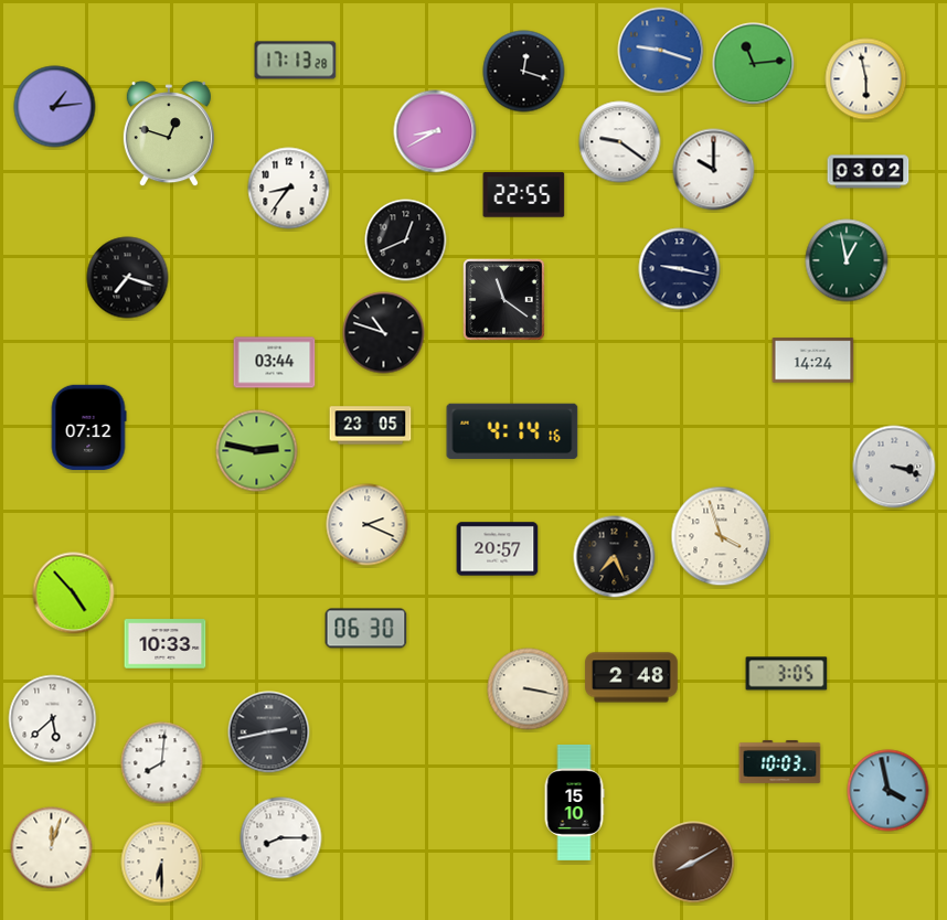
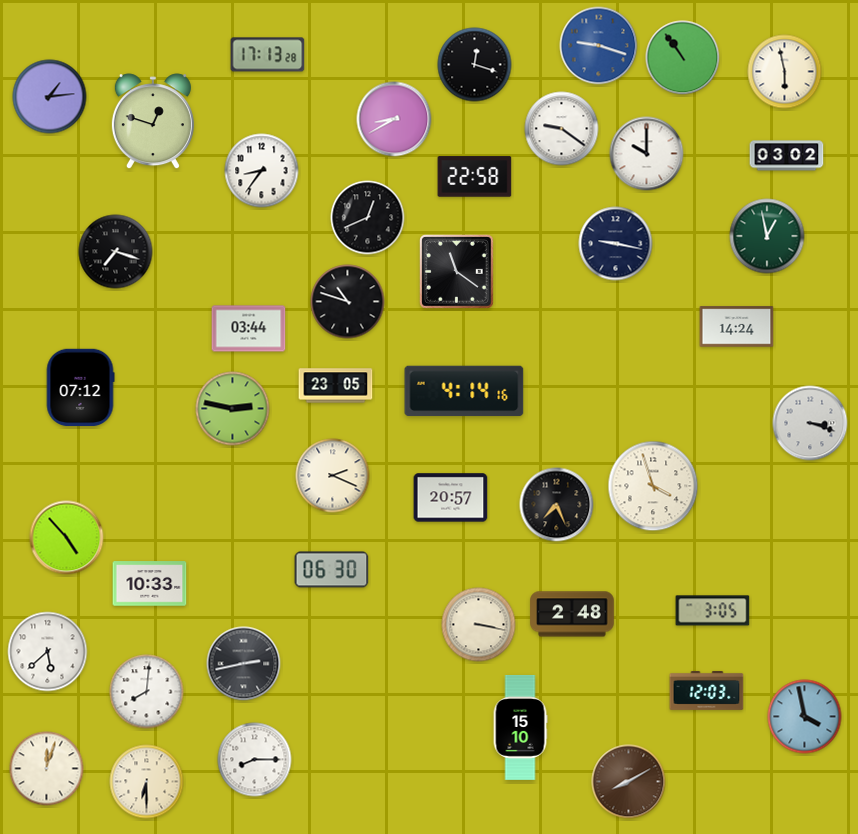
clock at (754, 64): 11:14 -> 10:54
clock at (524, 195): 22:55 -> 22:58
clock at (780, 761): 10:03 -> 12:03
